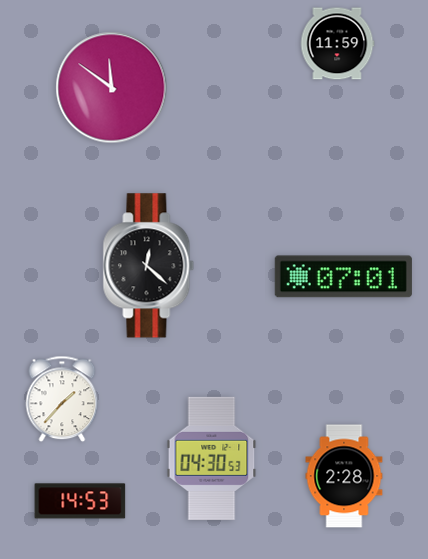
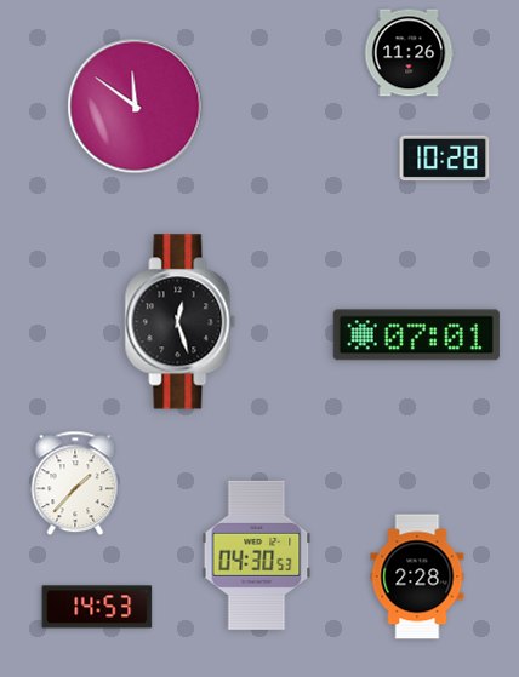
clock at (337, 44): 11:59 -> 11:26
clock at (445, 159): none -> 10:28
clock at (149, 266): 12:22 -> 12:27
